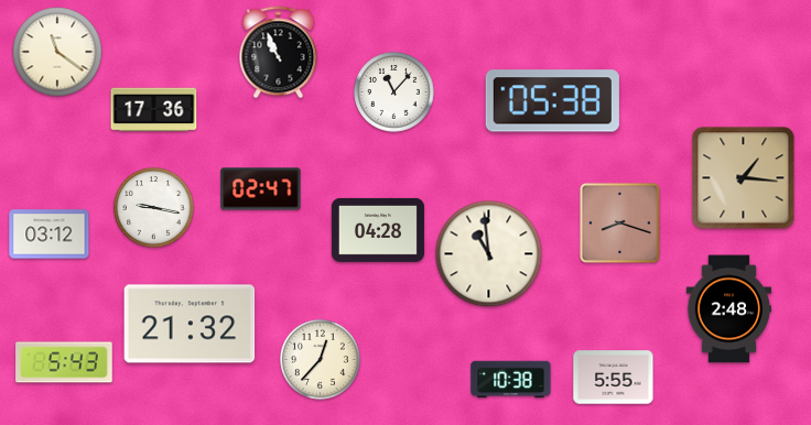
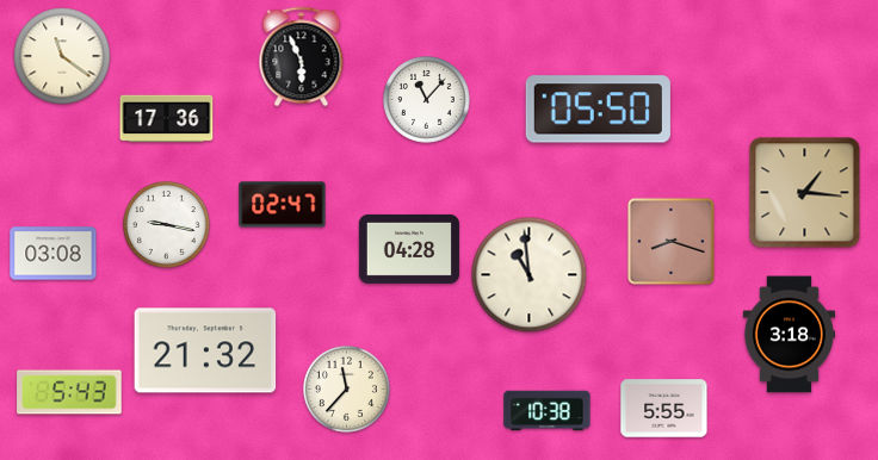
clock at (279, 53): 10:56 -> 5:56
clock at (552, 101): 05:38 -> 05:50
clock at (50, 235): 03:12 -> 03:08
clock at (728, 309): 2:48 -> 3:18
clock at (321, 360): 12:37 -> 11:37
clock at (511, 380) position: (511, 380) -> (548, 411)
